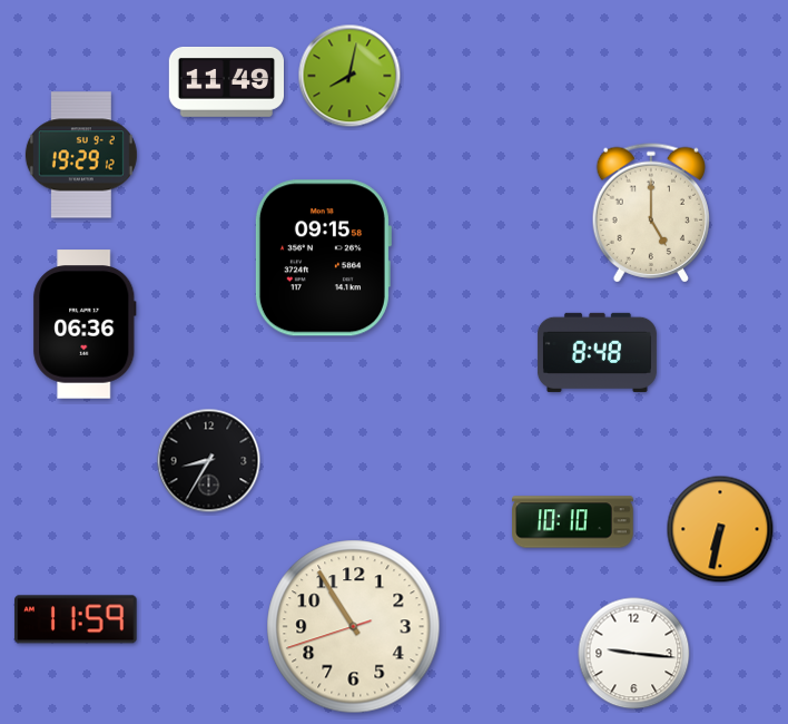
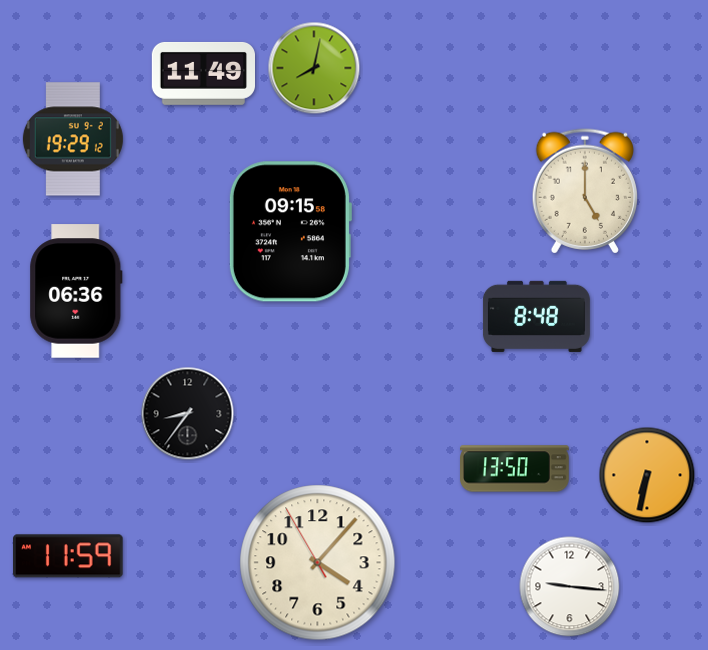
clock at (209, 461): 8:35 -> 8:36
clock at (573, 522): 10:10 -> 13:50
clock at (354, 627): 10:54 -> 4:06
